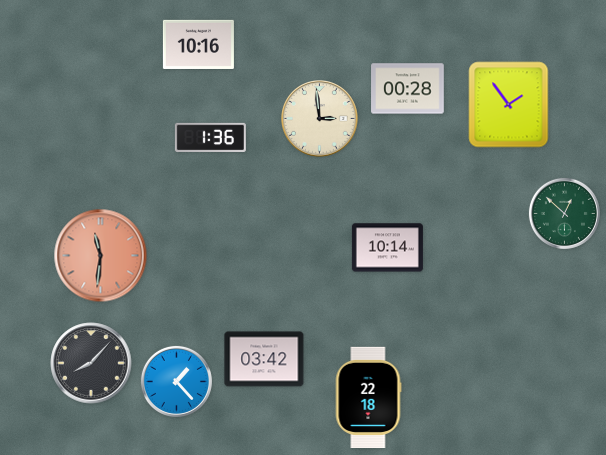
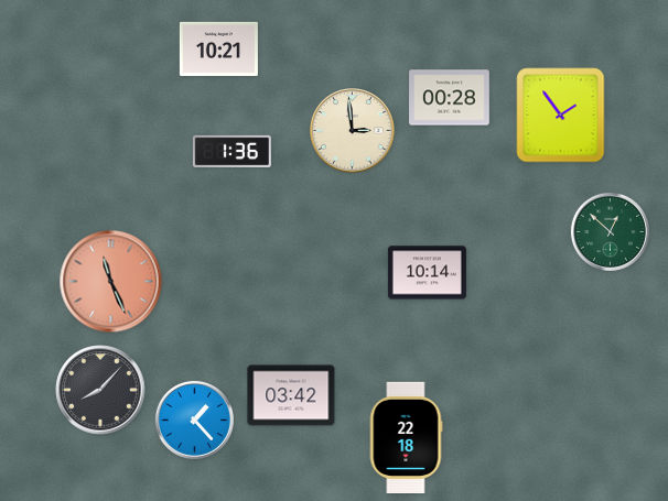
clock at (198, 44): 10:16 -> 10:21
clock at (564, 213) position: (564, 213) -> (610, 231)
clock at (101, 256): 11:31 -> 11:26
clock at (91, 363) position: (91, 363) -> (100, 390)
